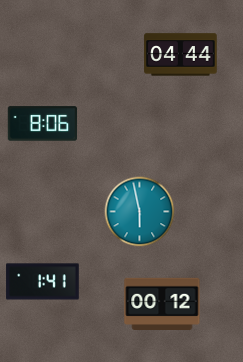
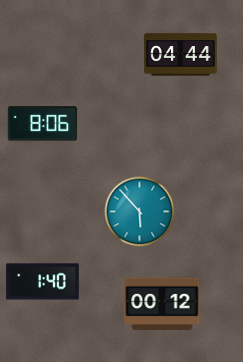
clock at (140, 212): 5:58 -> 5:53
clock at (43, 282): 1:41 -> 1:40
